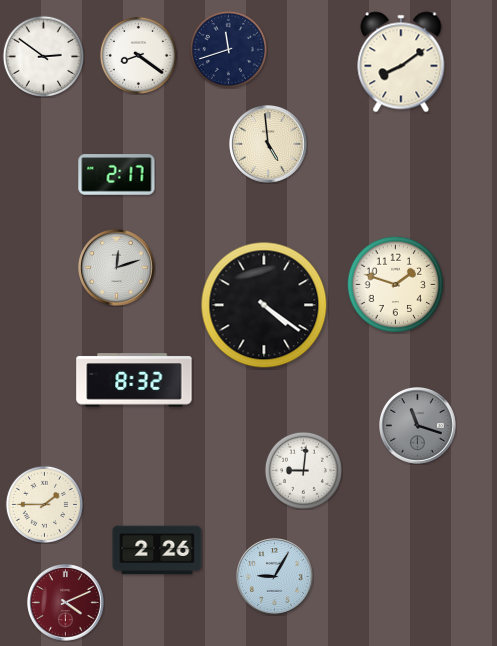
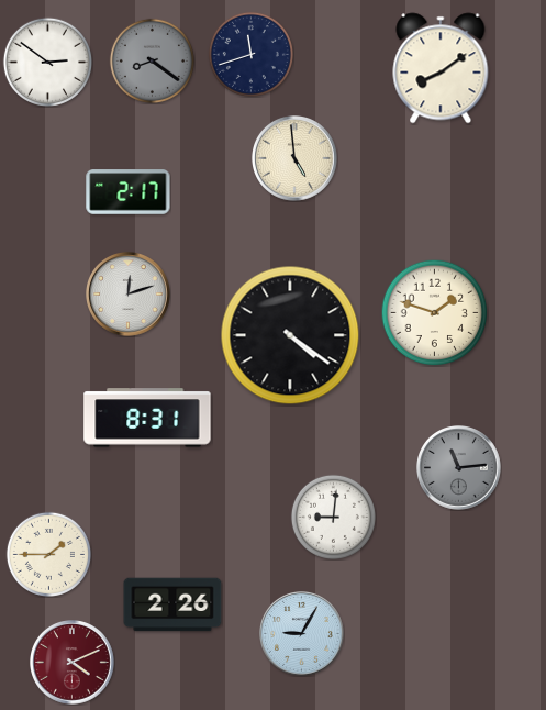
clock at (138, 55) dial: white -> grey
clock at (134, 380): 8:32 -> 8:31
clock at (418, 426): 11:18 -> 11:14
